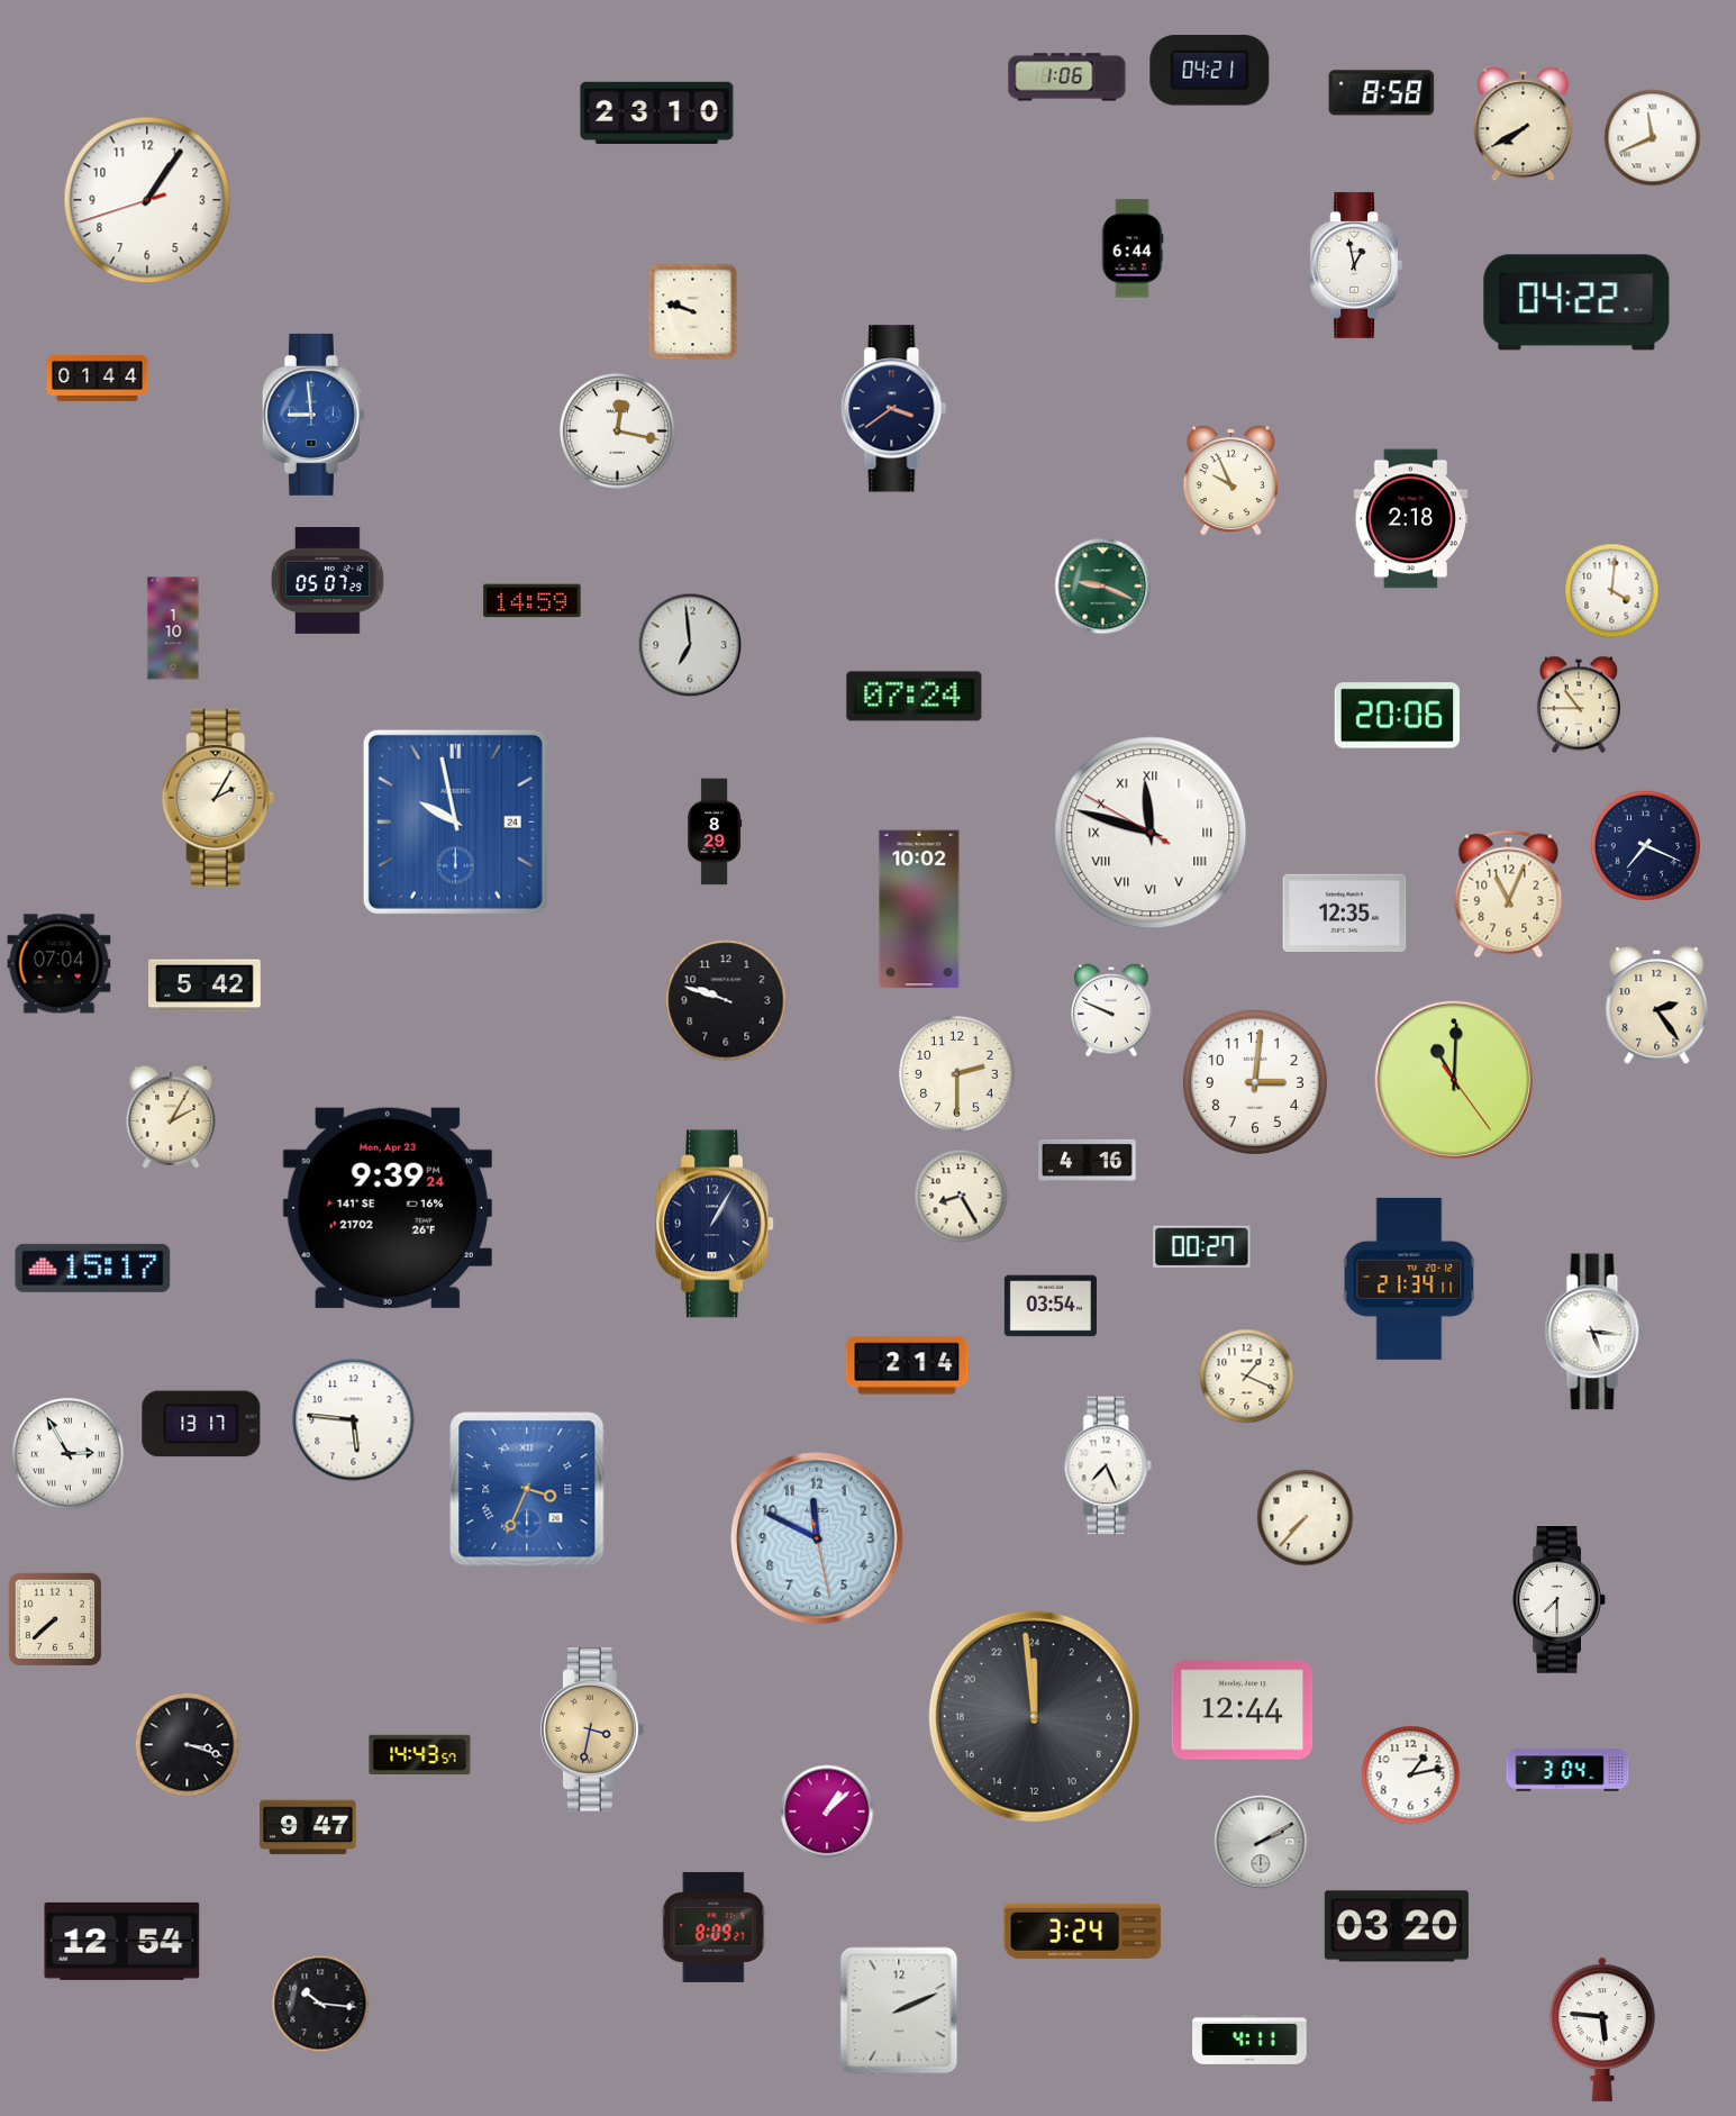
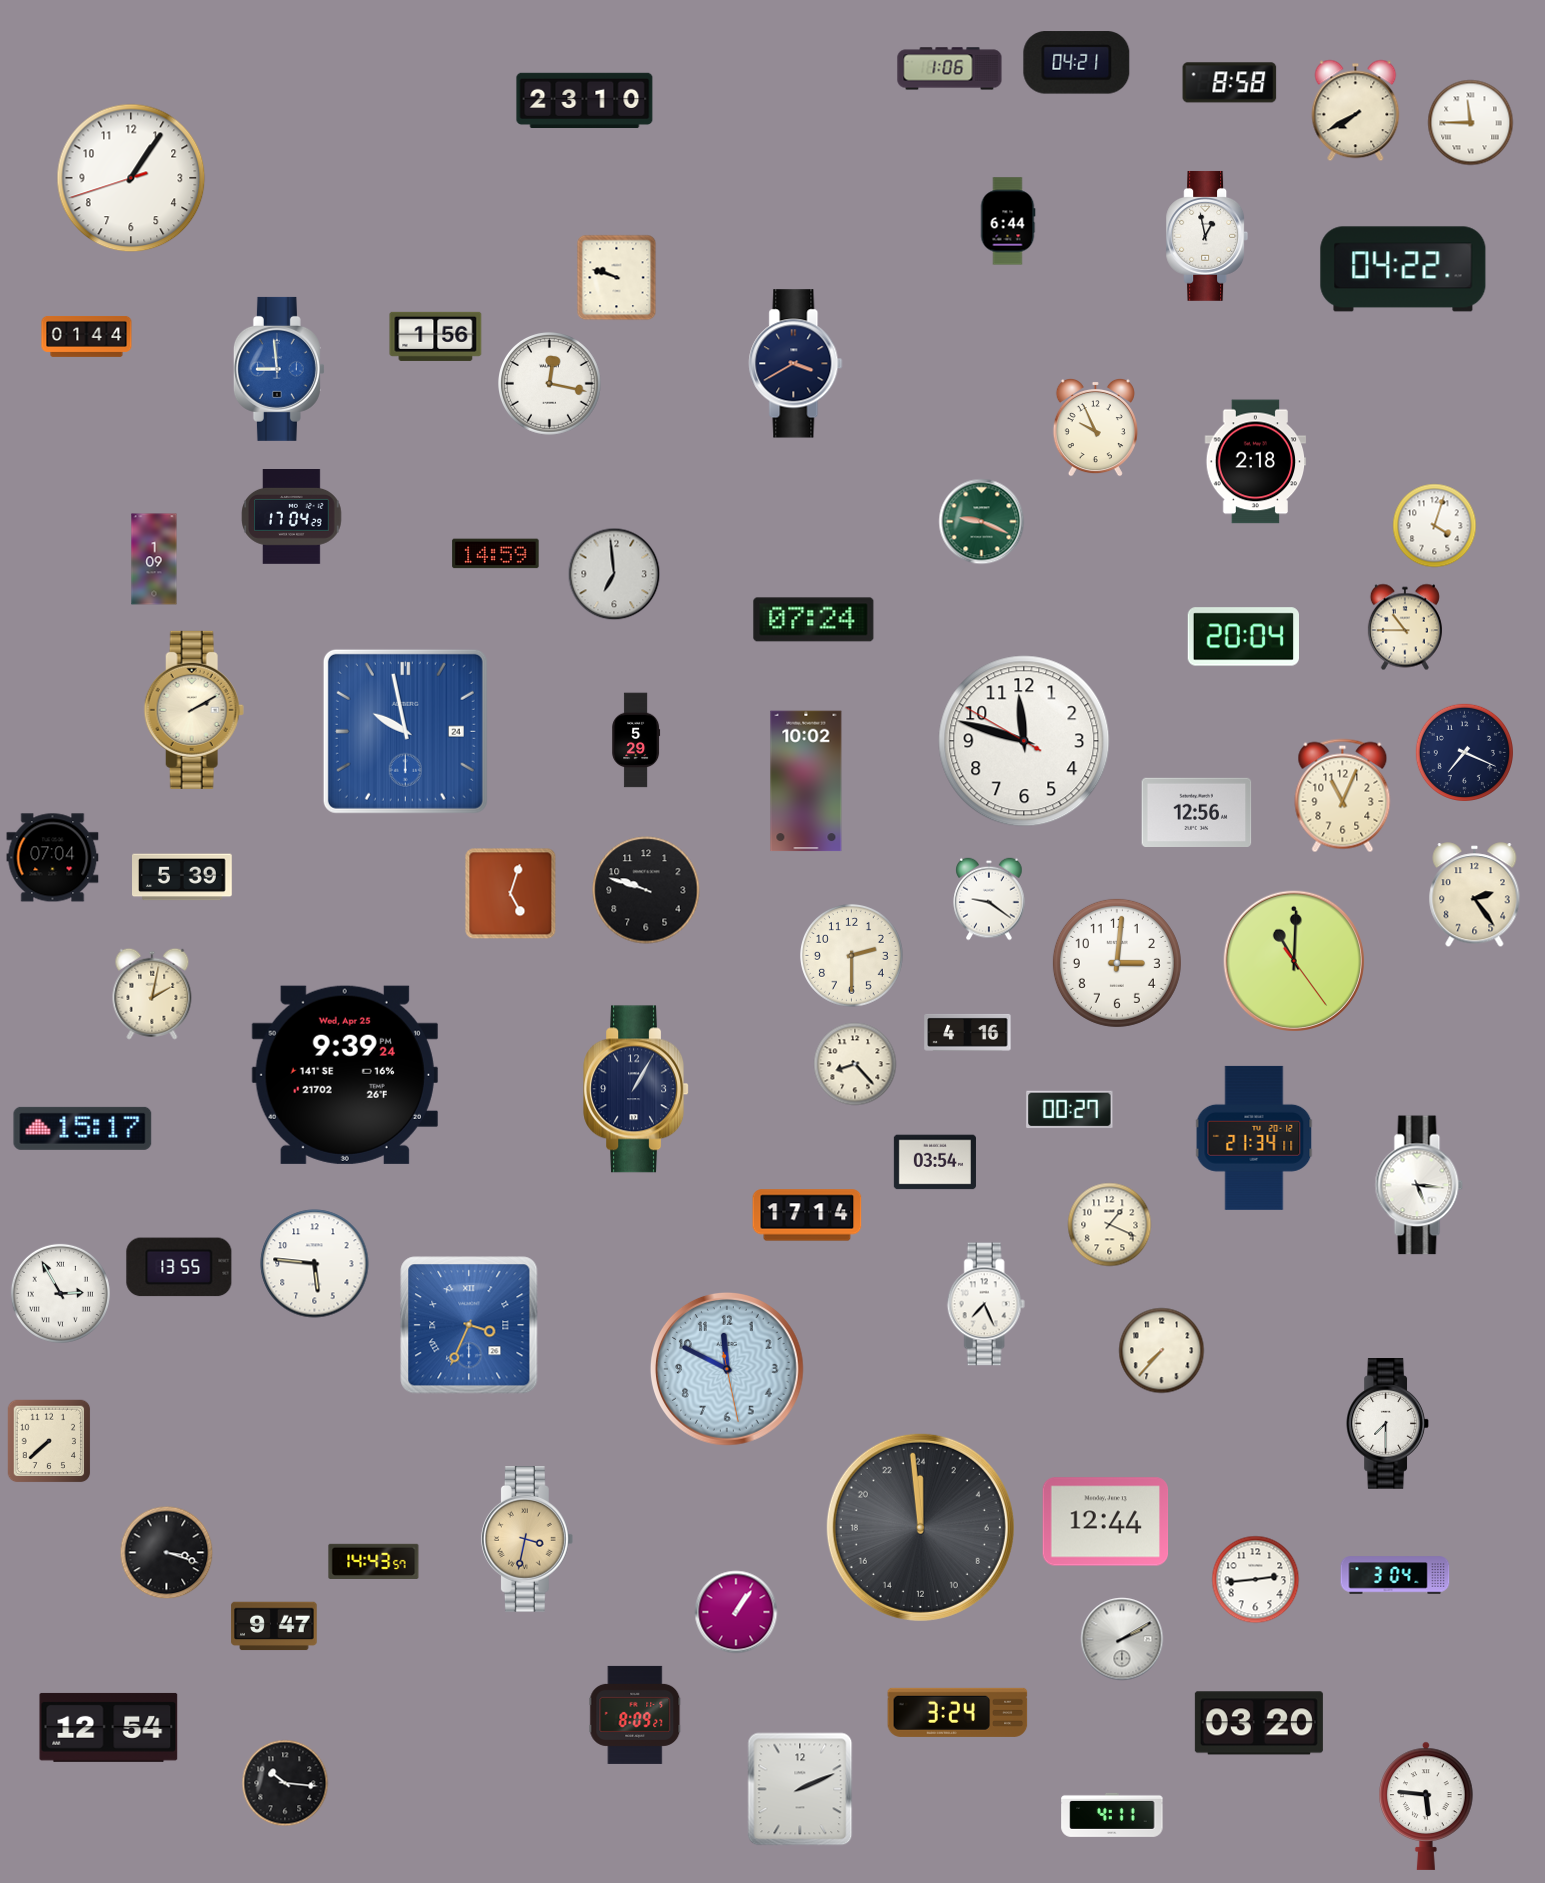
clock at (1653, 138): 11:41 -> 11:45
clock at (436, 336): none -> 1:56
clock at (894, 409): 3:39 -> 3:40
clock at (328, 581): 05:07 -> 17:04
clock at (1612, 591): 4:01 -> 4:03
clock at (533, 601) position: (533, 601) -> (496, 554)
clock at (173, 628): 1:10 -> 1:09
clock at (1397, 716): 20:06 -> 20:04
clock at (218, 798): 2:05 -> 2:10
clock at (715, 832): 8:29 -> 5:29
clock at (1151, 833) numerals: Roman -> Arabic
clock at (919, 909) position: (919, 909) -> (806, 781)
clock at (1345, 912): 12:35 -> 12:56
clock at (206, 986): 5:42 -> 5:39
clock at (511, 894): none -> 5:03
clock at (1111, 1010): 9:49 -> 9:21
clock at (171, 1117): 2:05 -> 2:02
clock at (961, 1196): 8:25 -> 8:23
clock at (388, 1208) date: Mon, Apr 23 -> Wed, Apr 25
clock at (907, 1365): 2:14 -> 17:14
clock at (201, 1424): 13:17 -> 13:55
clock at (1411, 1776): 1:13 -> 2:44
clock at (827, 1811): 1:08 -> 1:06
clock at (1397, 1926) position: (1397, 1926) -> (1259, 1723)
clock at (1083, 1931) position: (1083, 1931) -> (958, 1712)
